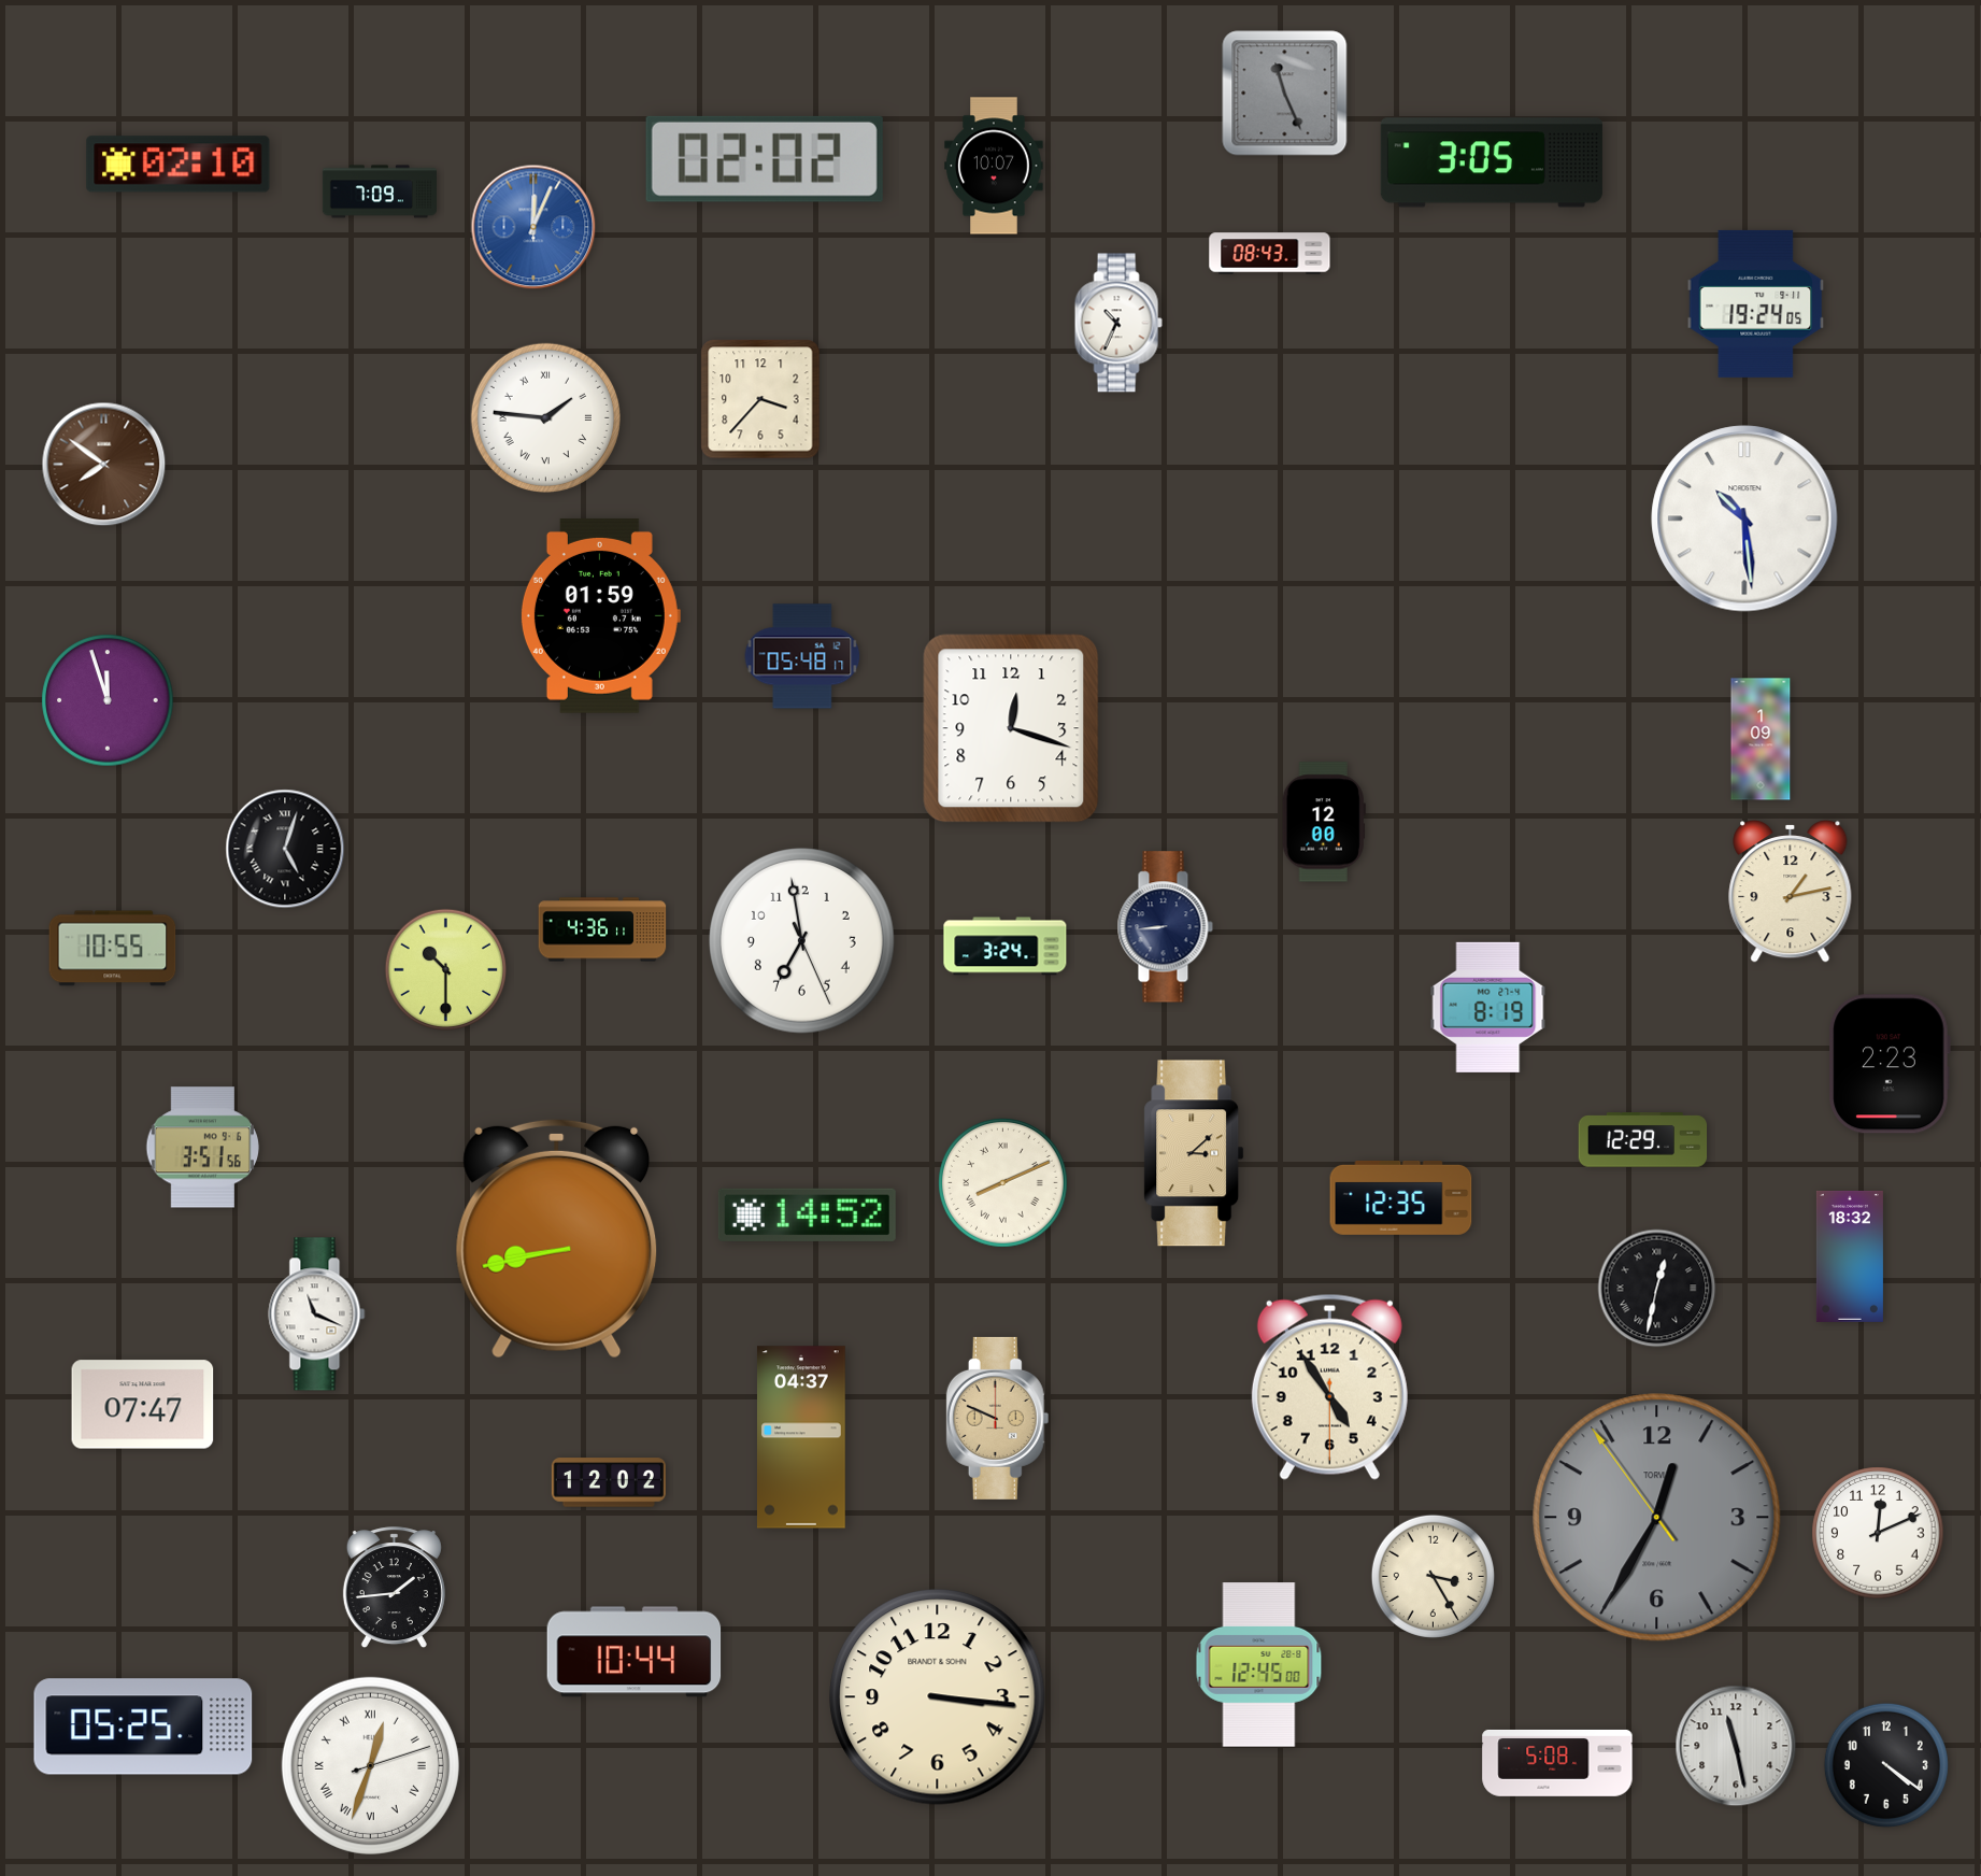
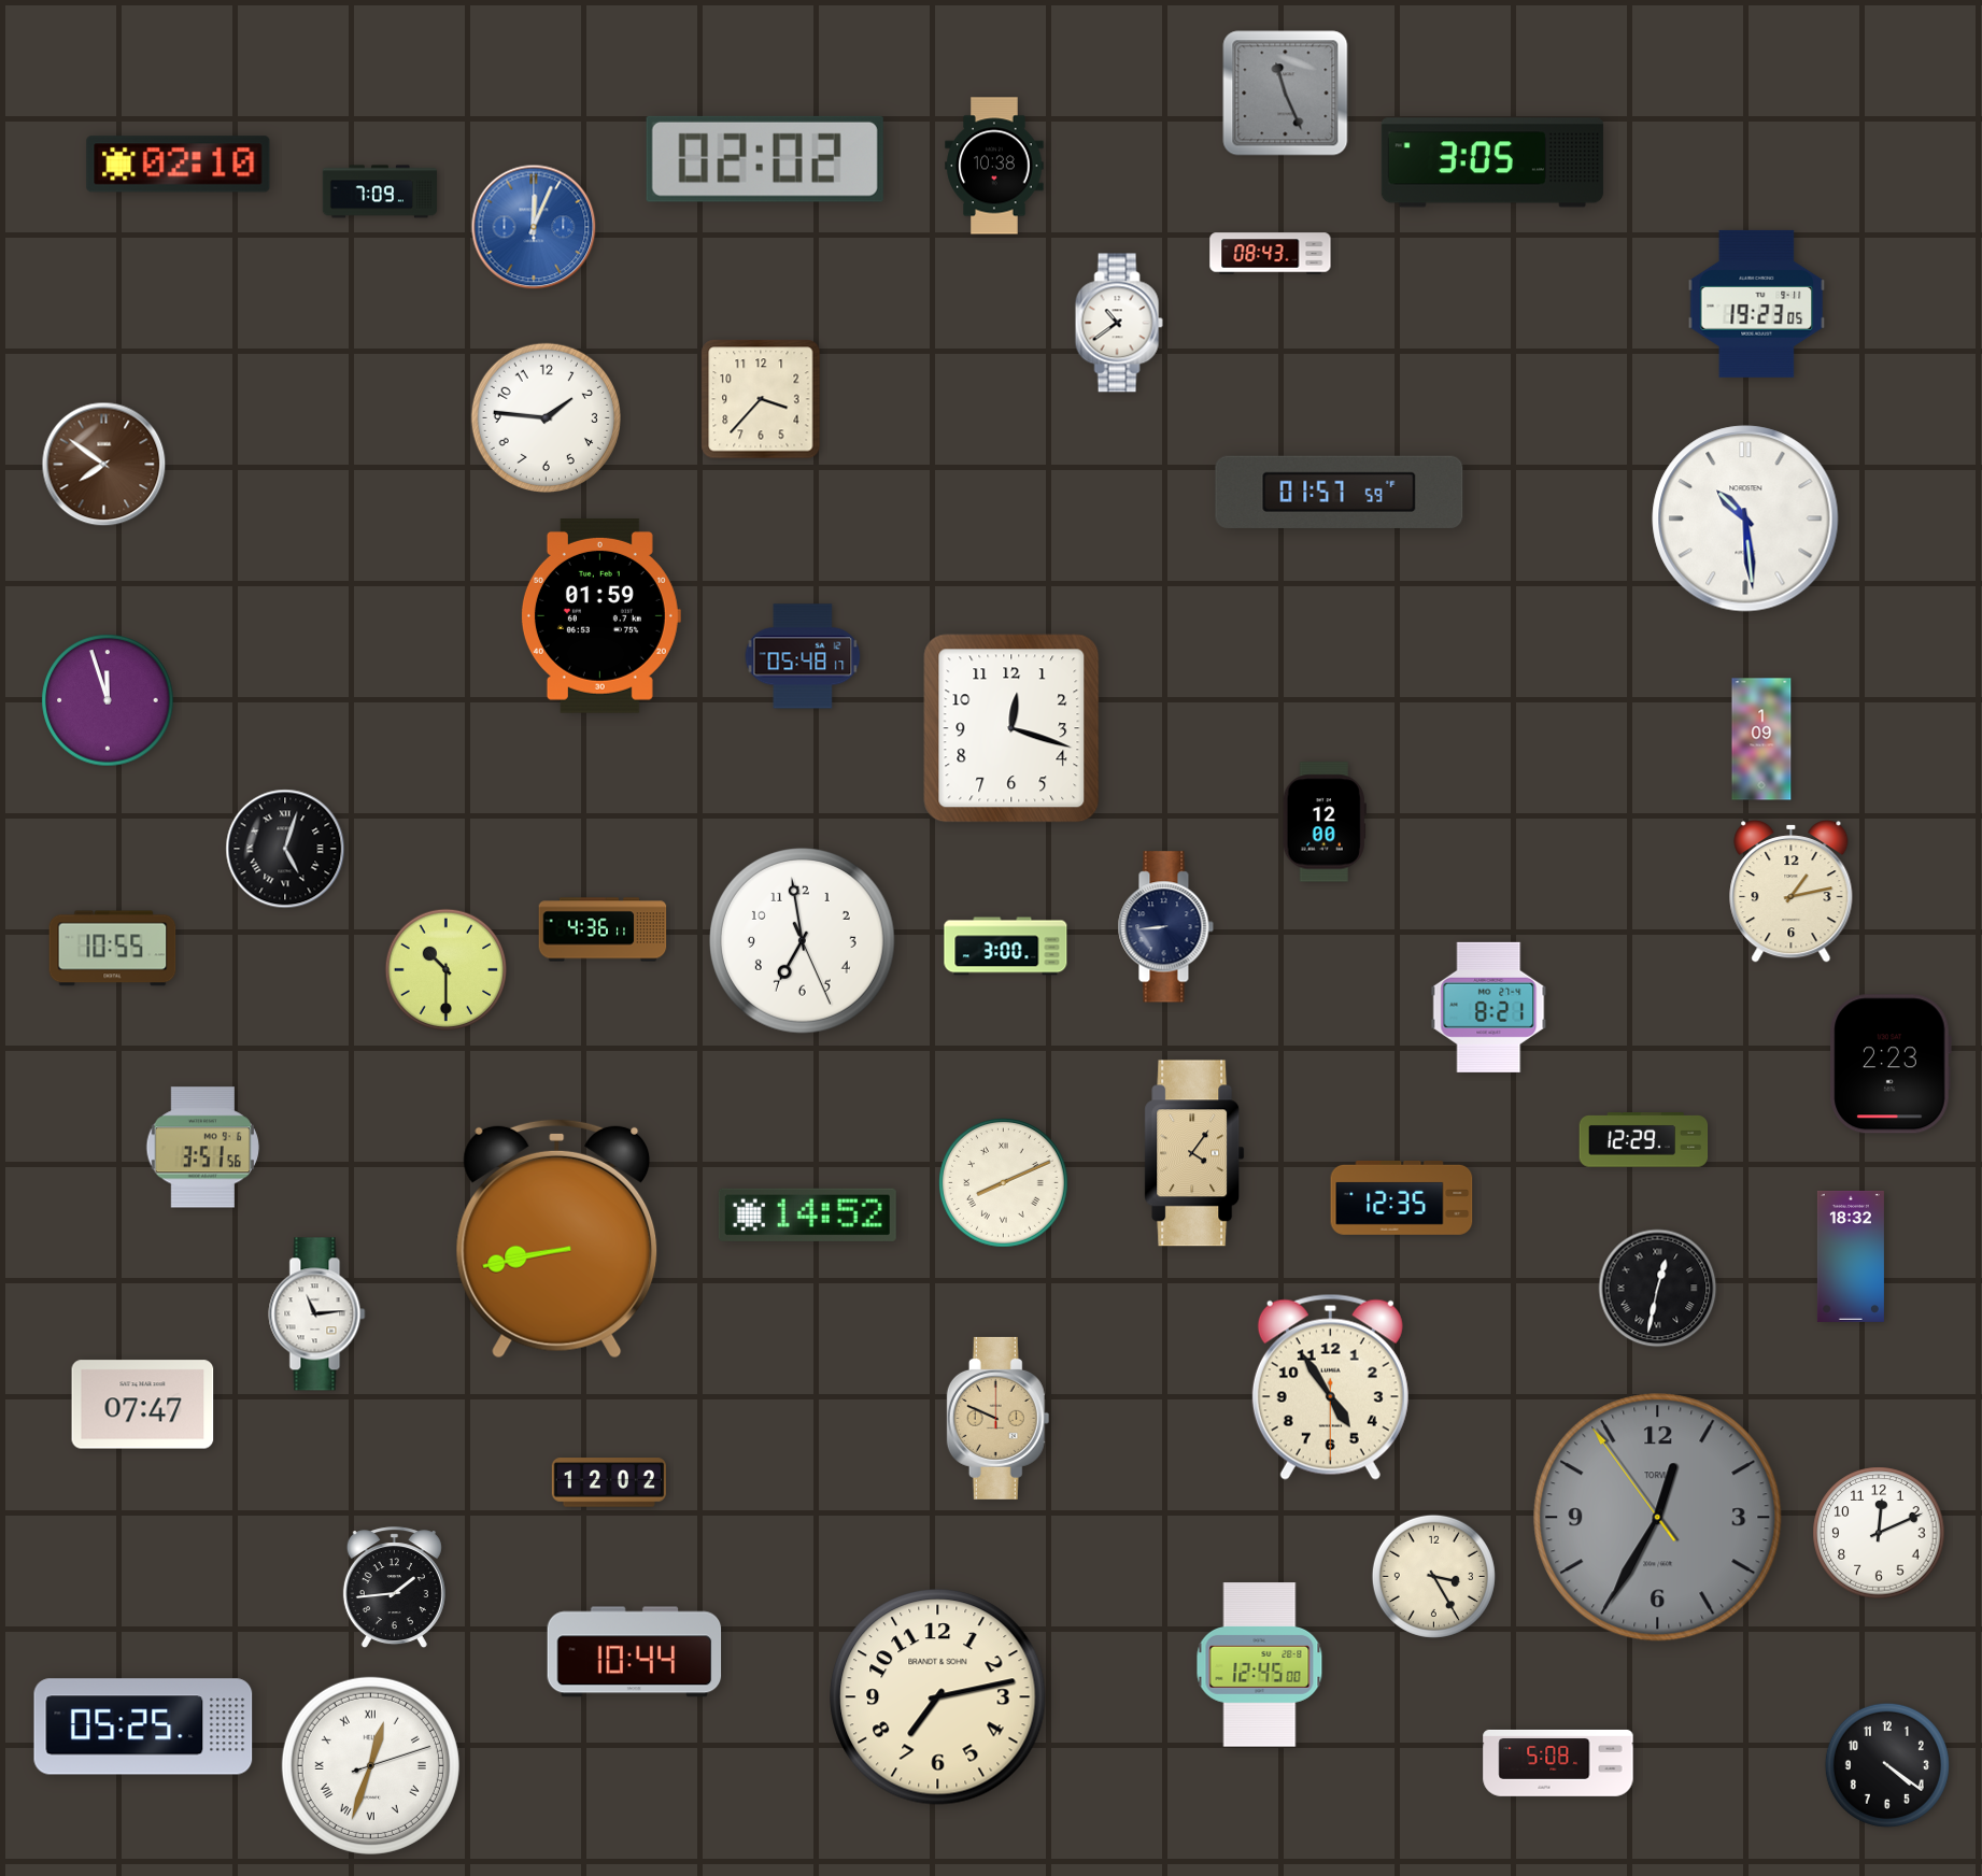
clock at (994, 166): 10:07 -> 10:38
clock at (1756, 303): 19:24 -> 19:23
clock at (1118, 323): 10:34 -> 10:39
clock at (545, 417) numerals: Roman -> Arabic
clock at (1340, 492): none -> 01:57
clock at (1006, 947): 3:24 -> 3:00
clock at (1488, 1007): 8:19 -> 8:21
clock at (1194, 1153): 3:08 -> 4:06
clock at (317, 1314): 11:19 -> 11:14
clock at (801, 1437): 04:37 -> none
clock at (938, 1697): 3:16 -> 7:13
clock at (1736, 1746): 11:28 -> none
